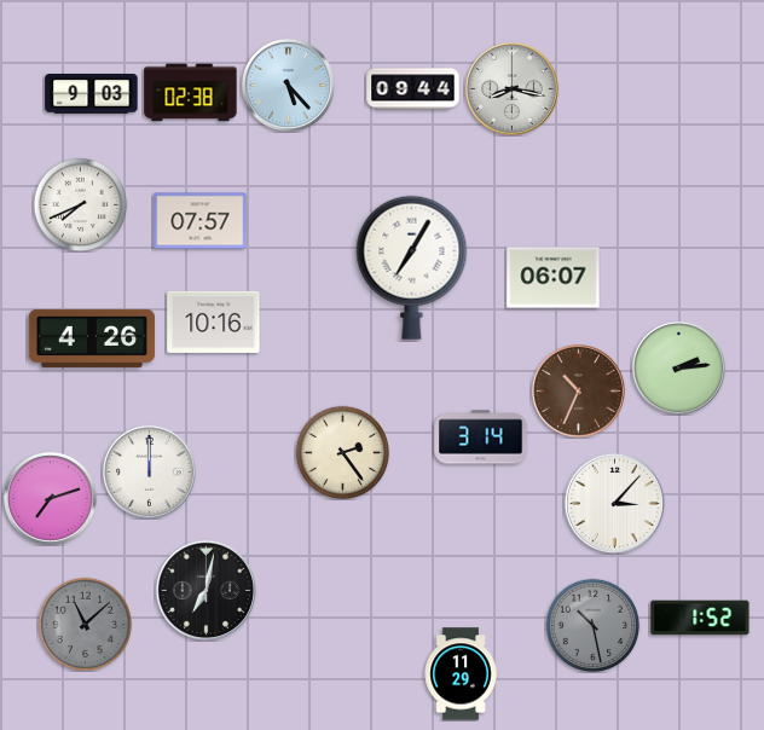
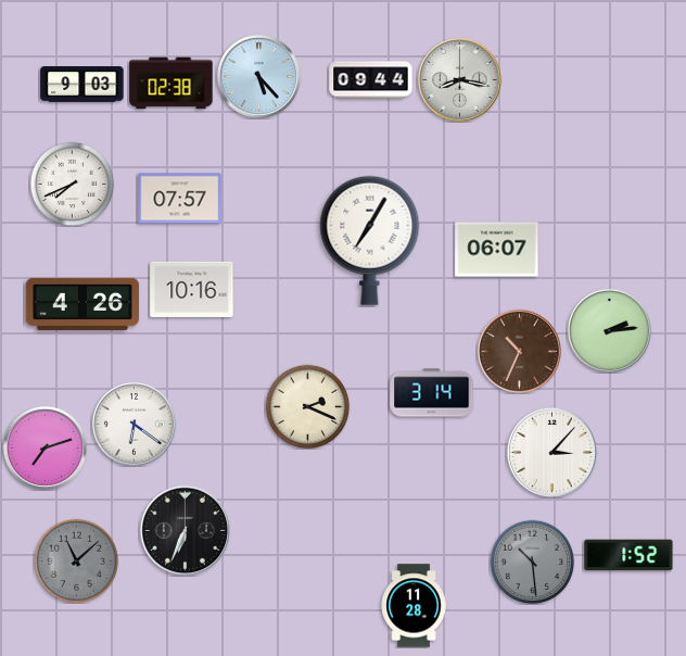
clock at (342, 452): 2:24 -> 2:19
clock at (149, 471): 12:00 -> 6:21
clock at (206, 590): 7:02 -> 6:34
clock at (592, 625): 10:28 -> 10:29
clock at (461, 674): 11:29 -> 11:28
